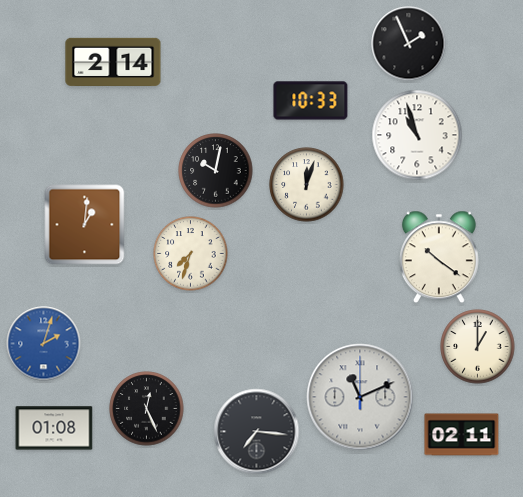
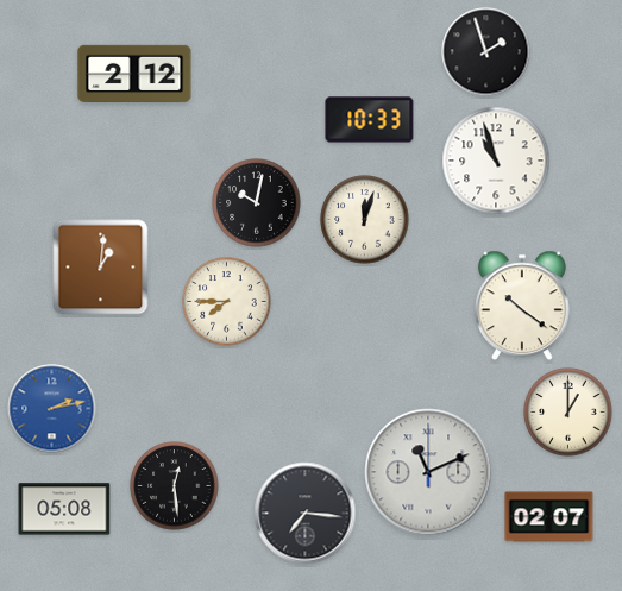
clock at (409, 44): 1:56 -> 1:57
clock at (113, 61): 2:14 -> 2:12
clock at (191, 254): 7:33 -> 7:45
clock at (44, 344): 2:03 -> 2:13
clock at (147, 409): 12:26 -> 12:29
clock at (54, 428): 01:08 -> 05:08
clock at (462, 435): 02:11 -> 02:07
